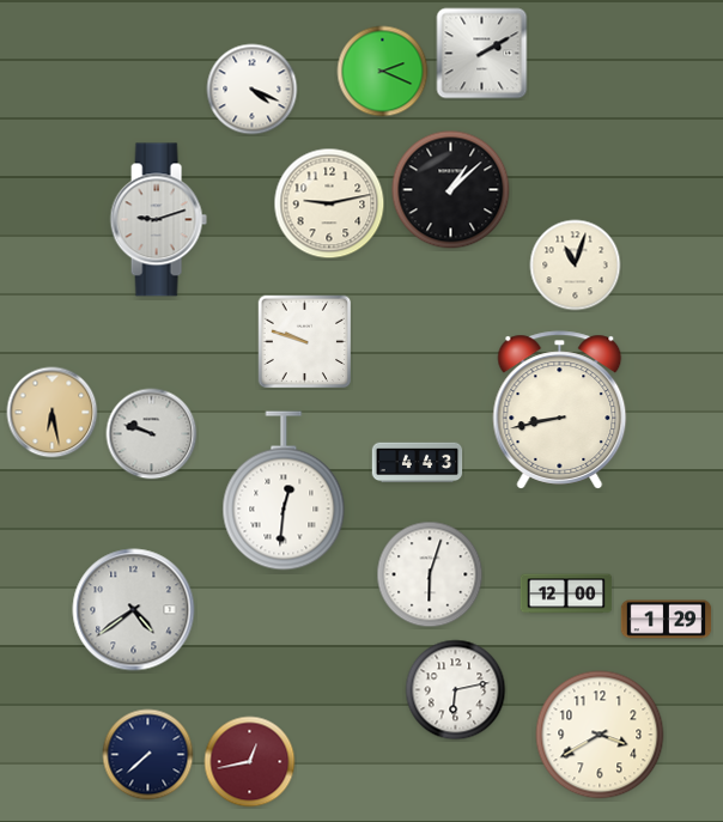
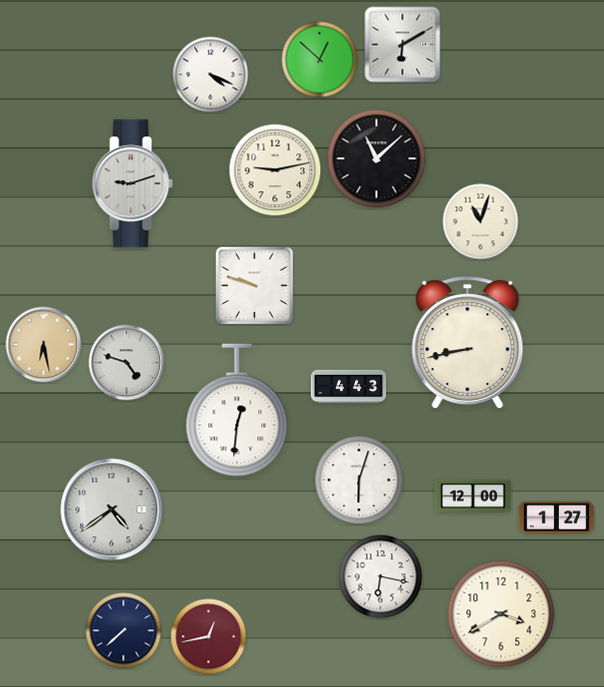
clock at (482, 54): 2:10 -> 6:10
clock at (383, 72): 2:19 -> 12:52
clock at (451, 190): 1:08 -> 11:08
clock at (152, 434): 9:48 -> 4:48
clock at (667, 620): 1:29 -> 1:27
clock at (456, 690): 6:13 -> 6:17
